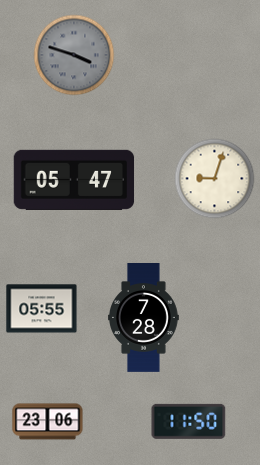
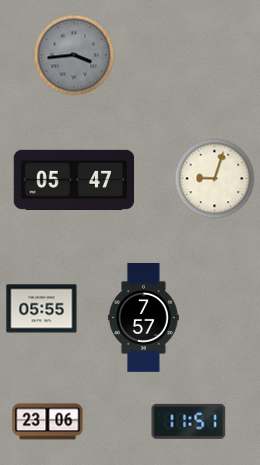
clock at (74, 55): 3:48 -> 3:44
clock at (144, 318): 7:28 -> 7:57
clock at (189, 421): 11:50 -> 11:51
